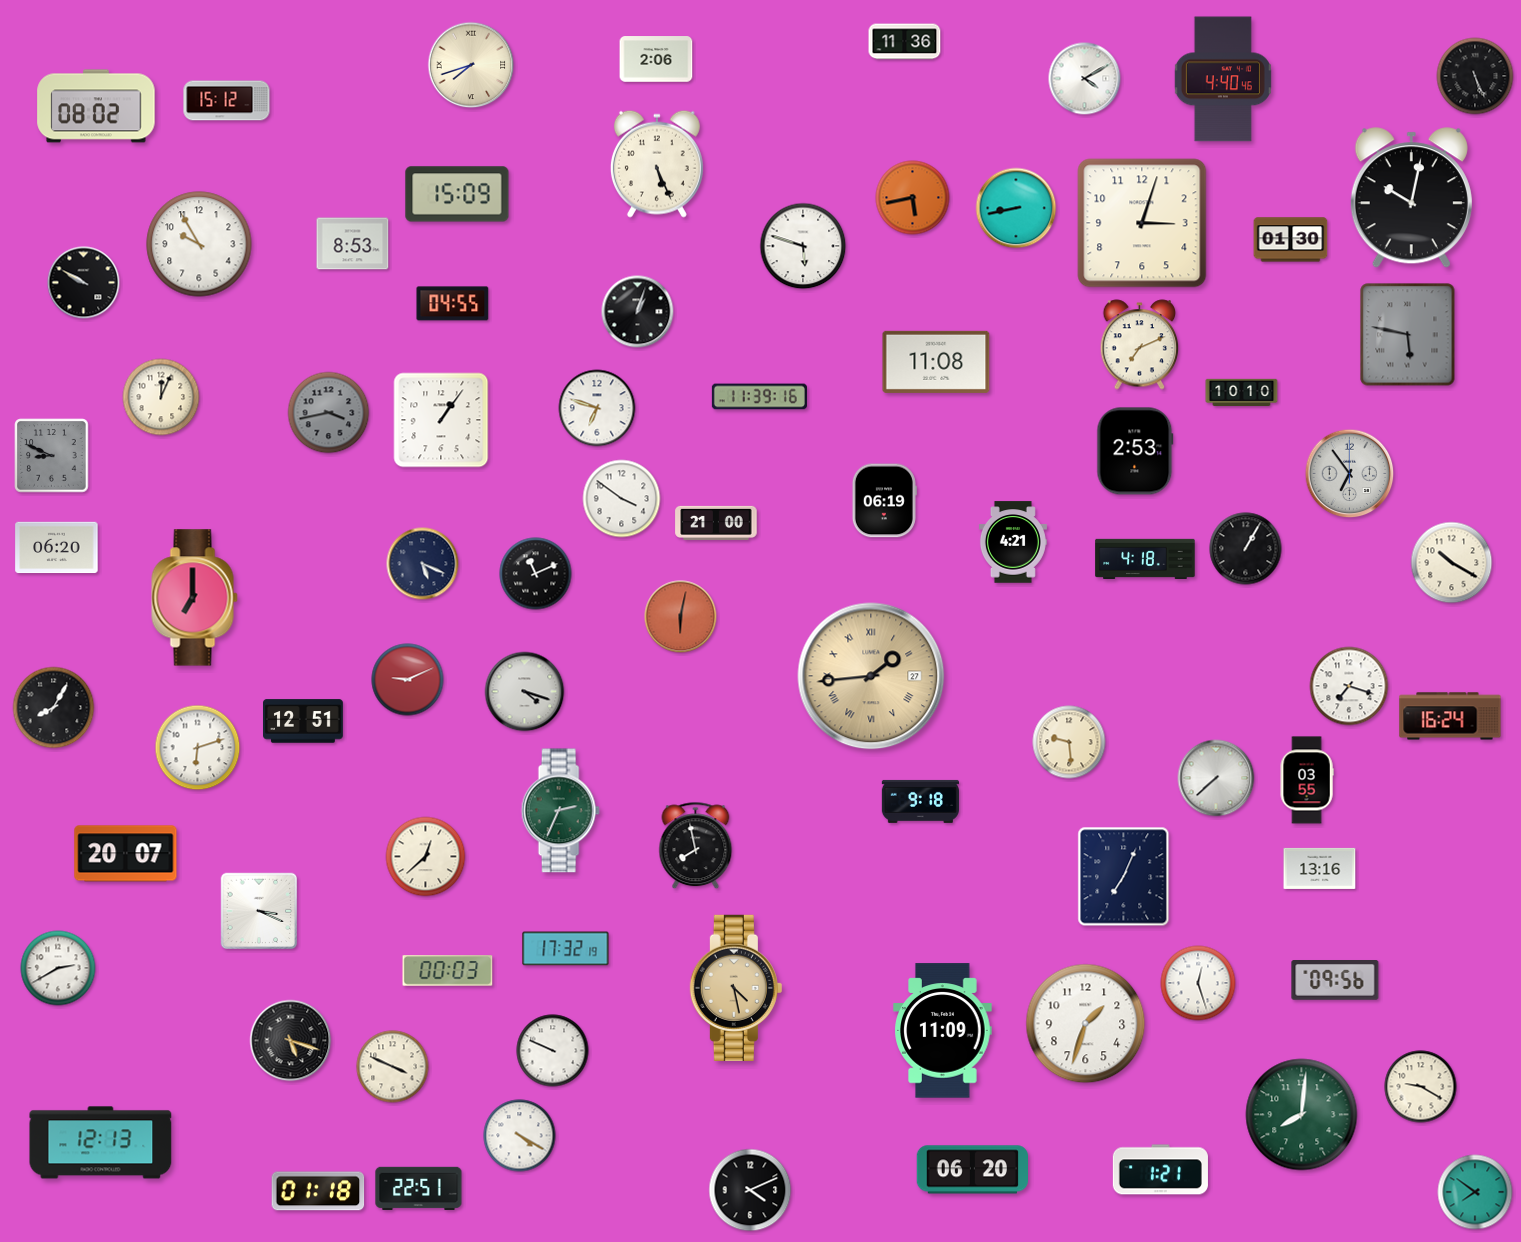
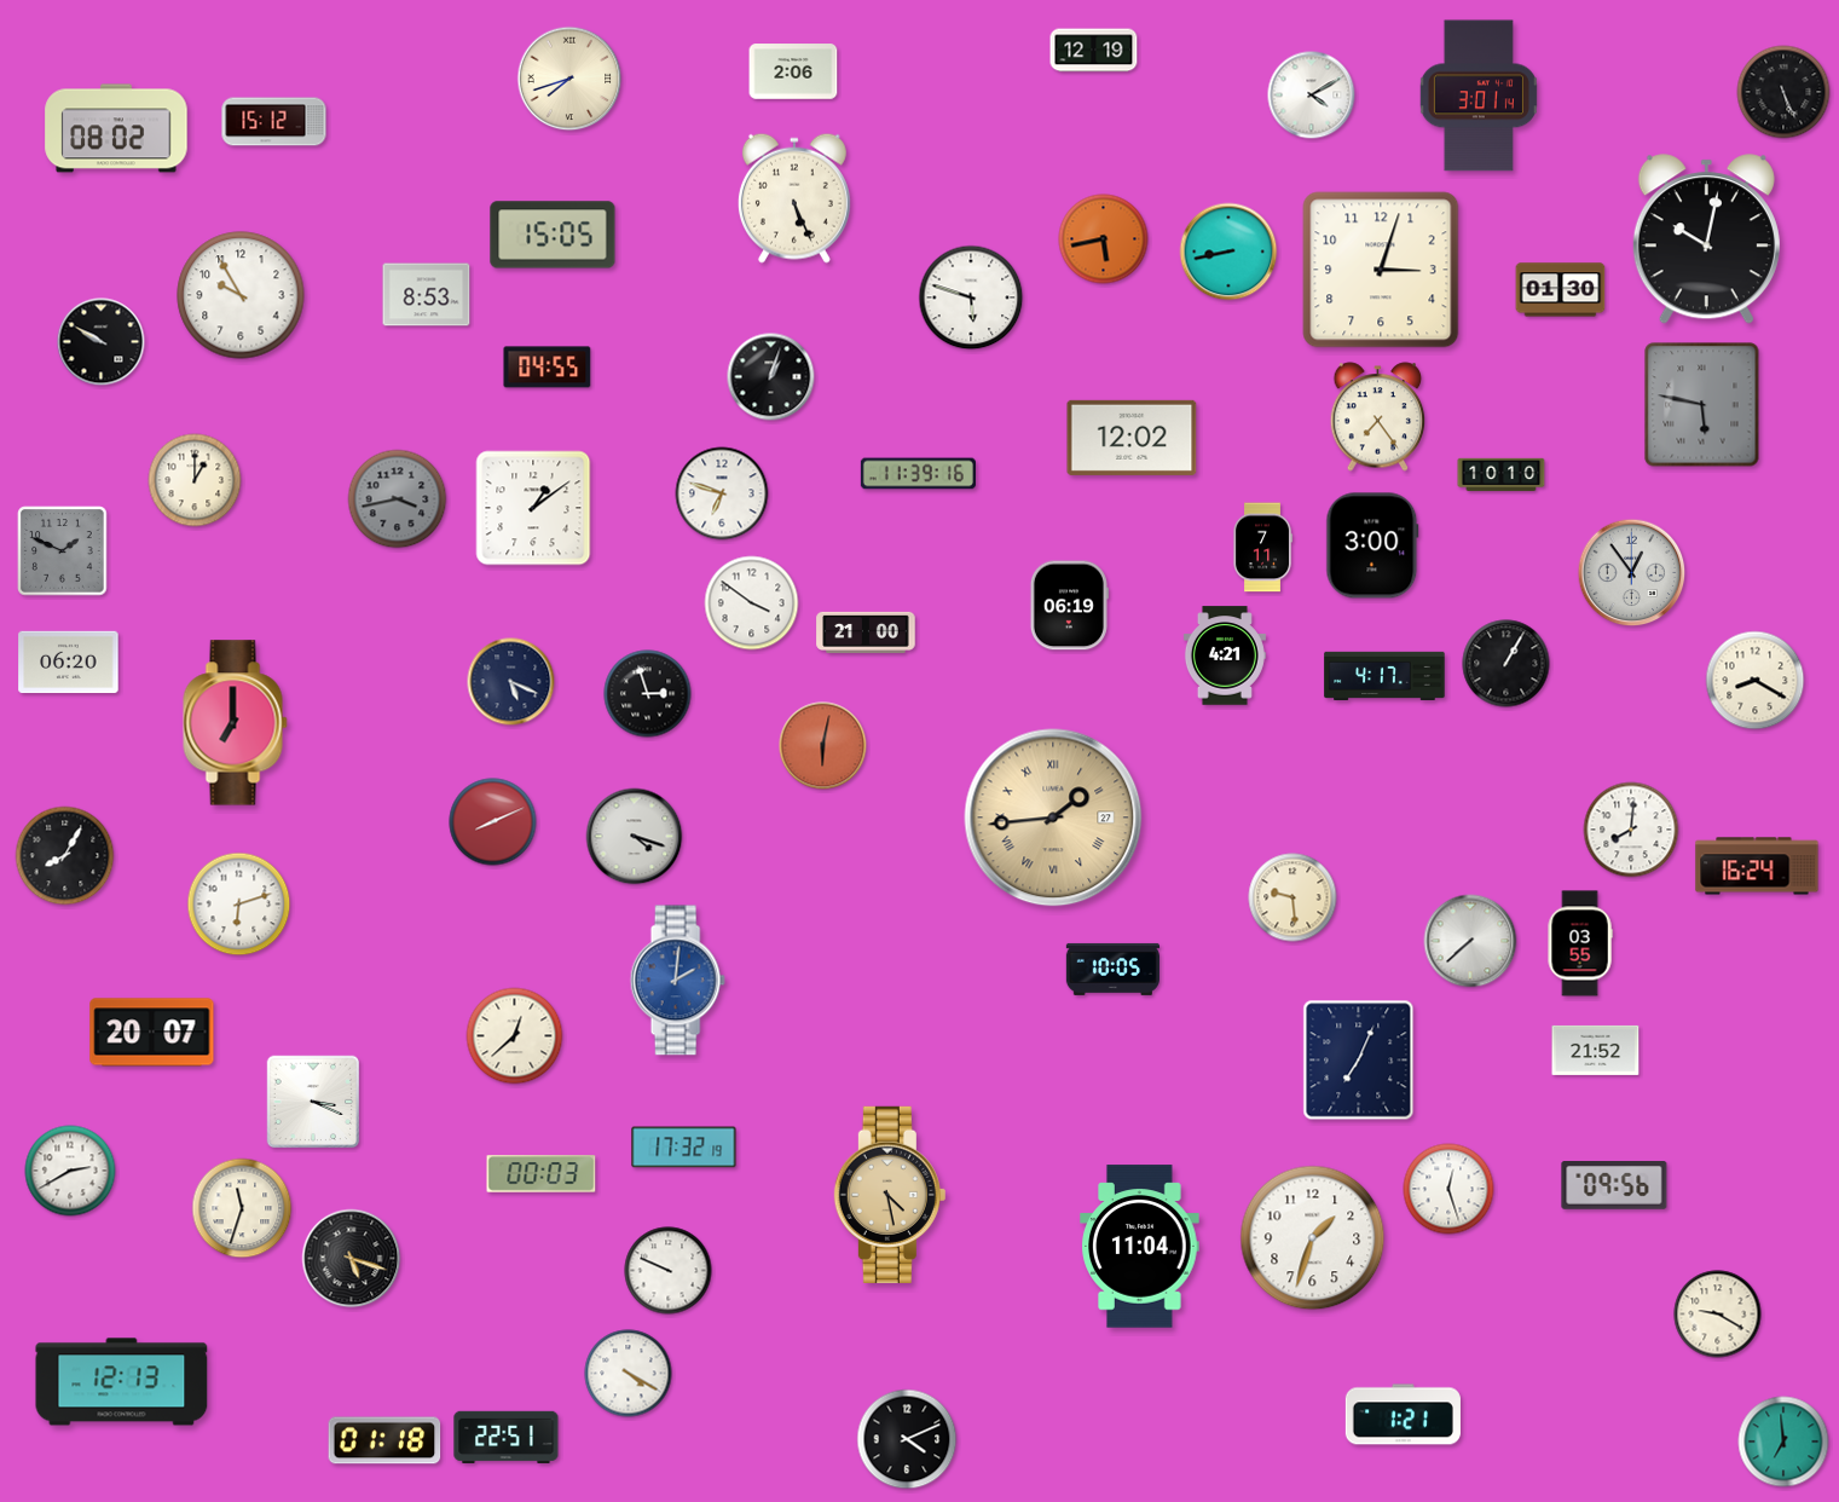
clock at (905, 42): 11:36 -> 12:19
clock at (1223, 79): 4:40 -> 3:01
clock at (457, 194): 15:09 -> 15:05
clock at (1140, 345): 7:11 -> 7:24
clock at (936, 362): 11:08 -> 12:02
clock at (161, 397): 12:04 -> 1:00
clock at (759, 397) position: (759, 397) -> (918, 474)
clock at (441, 420): 1:06 -> 1:09
clock at (1135, 451): 2:53 -> 3:00
clock at (1262, 548): none -> 7:11
clock at (52, 456): 8:49 -> 1:49
clock at (1350, 474): 6:54 -> 12:54
clock at (1145, 558): 4:18 -> 4:17
clock at (1452, 563): 10:20 -> 8:20
clock at (536, 574): 11:11 -> 2:57
clock at (408, 680): 9:11 -> 8:11
clock at (1349, 686): 7:18 -> 8:01
clock at (1450, 716) position: (1450, 716) -> (1757, 866)
clock at (304, 721): 12:51 -> none
clock at (920, 801): 9:18 -> 10:05
clock at (560, 811): 2:34 -> 2:01
clock at (560, 811) dial: green -> blue
clock at (696, 846): 7:58 -> none
clock at (1320, 868): 13:16 -> 21:52
clock at (242, 1208): none -> 11:33
clock at (943, 1031): 11:09 -> 11:04
clock at (393, 1067): 3:49 -> none
clock at (1302, 1115): 8:01 -> none
clock at (972, 1170): 06:20 -> none
clock at (1475, 1192): 7:51 -> 6:59
